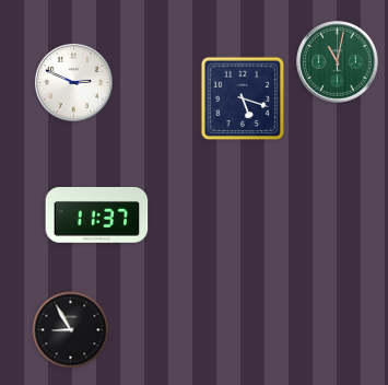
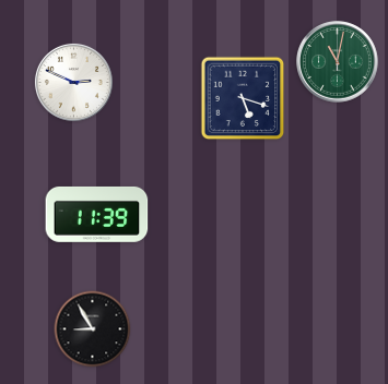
clock at (97, 214): 11:37 -> 11:39
clock at (71, 330) position: (71, 330) -> (93, 329)
